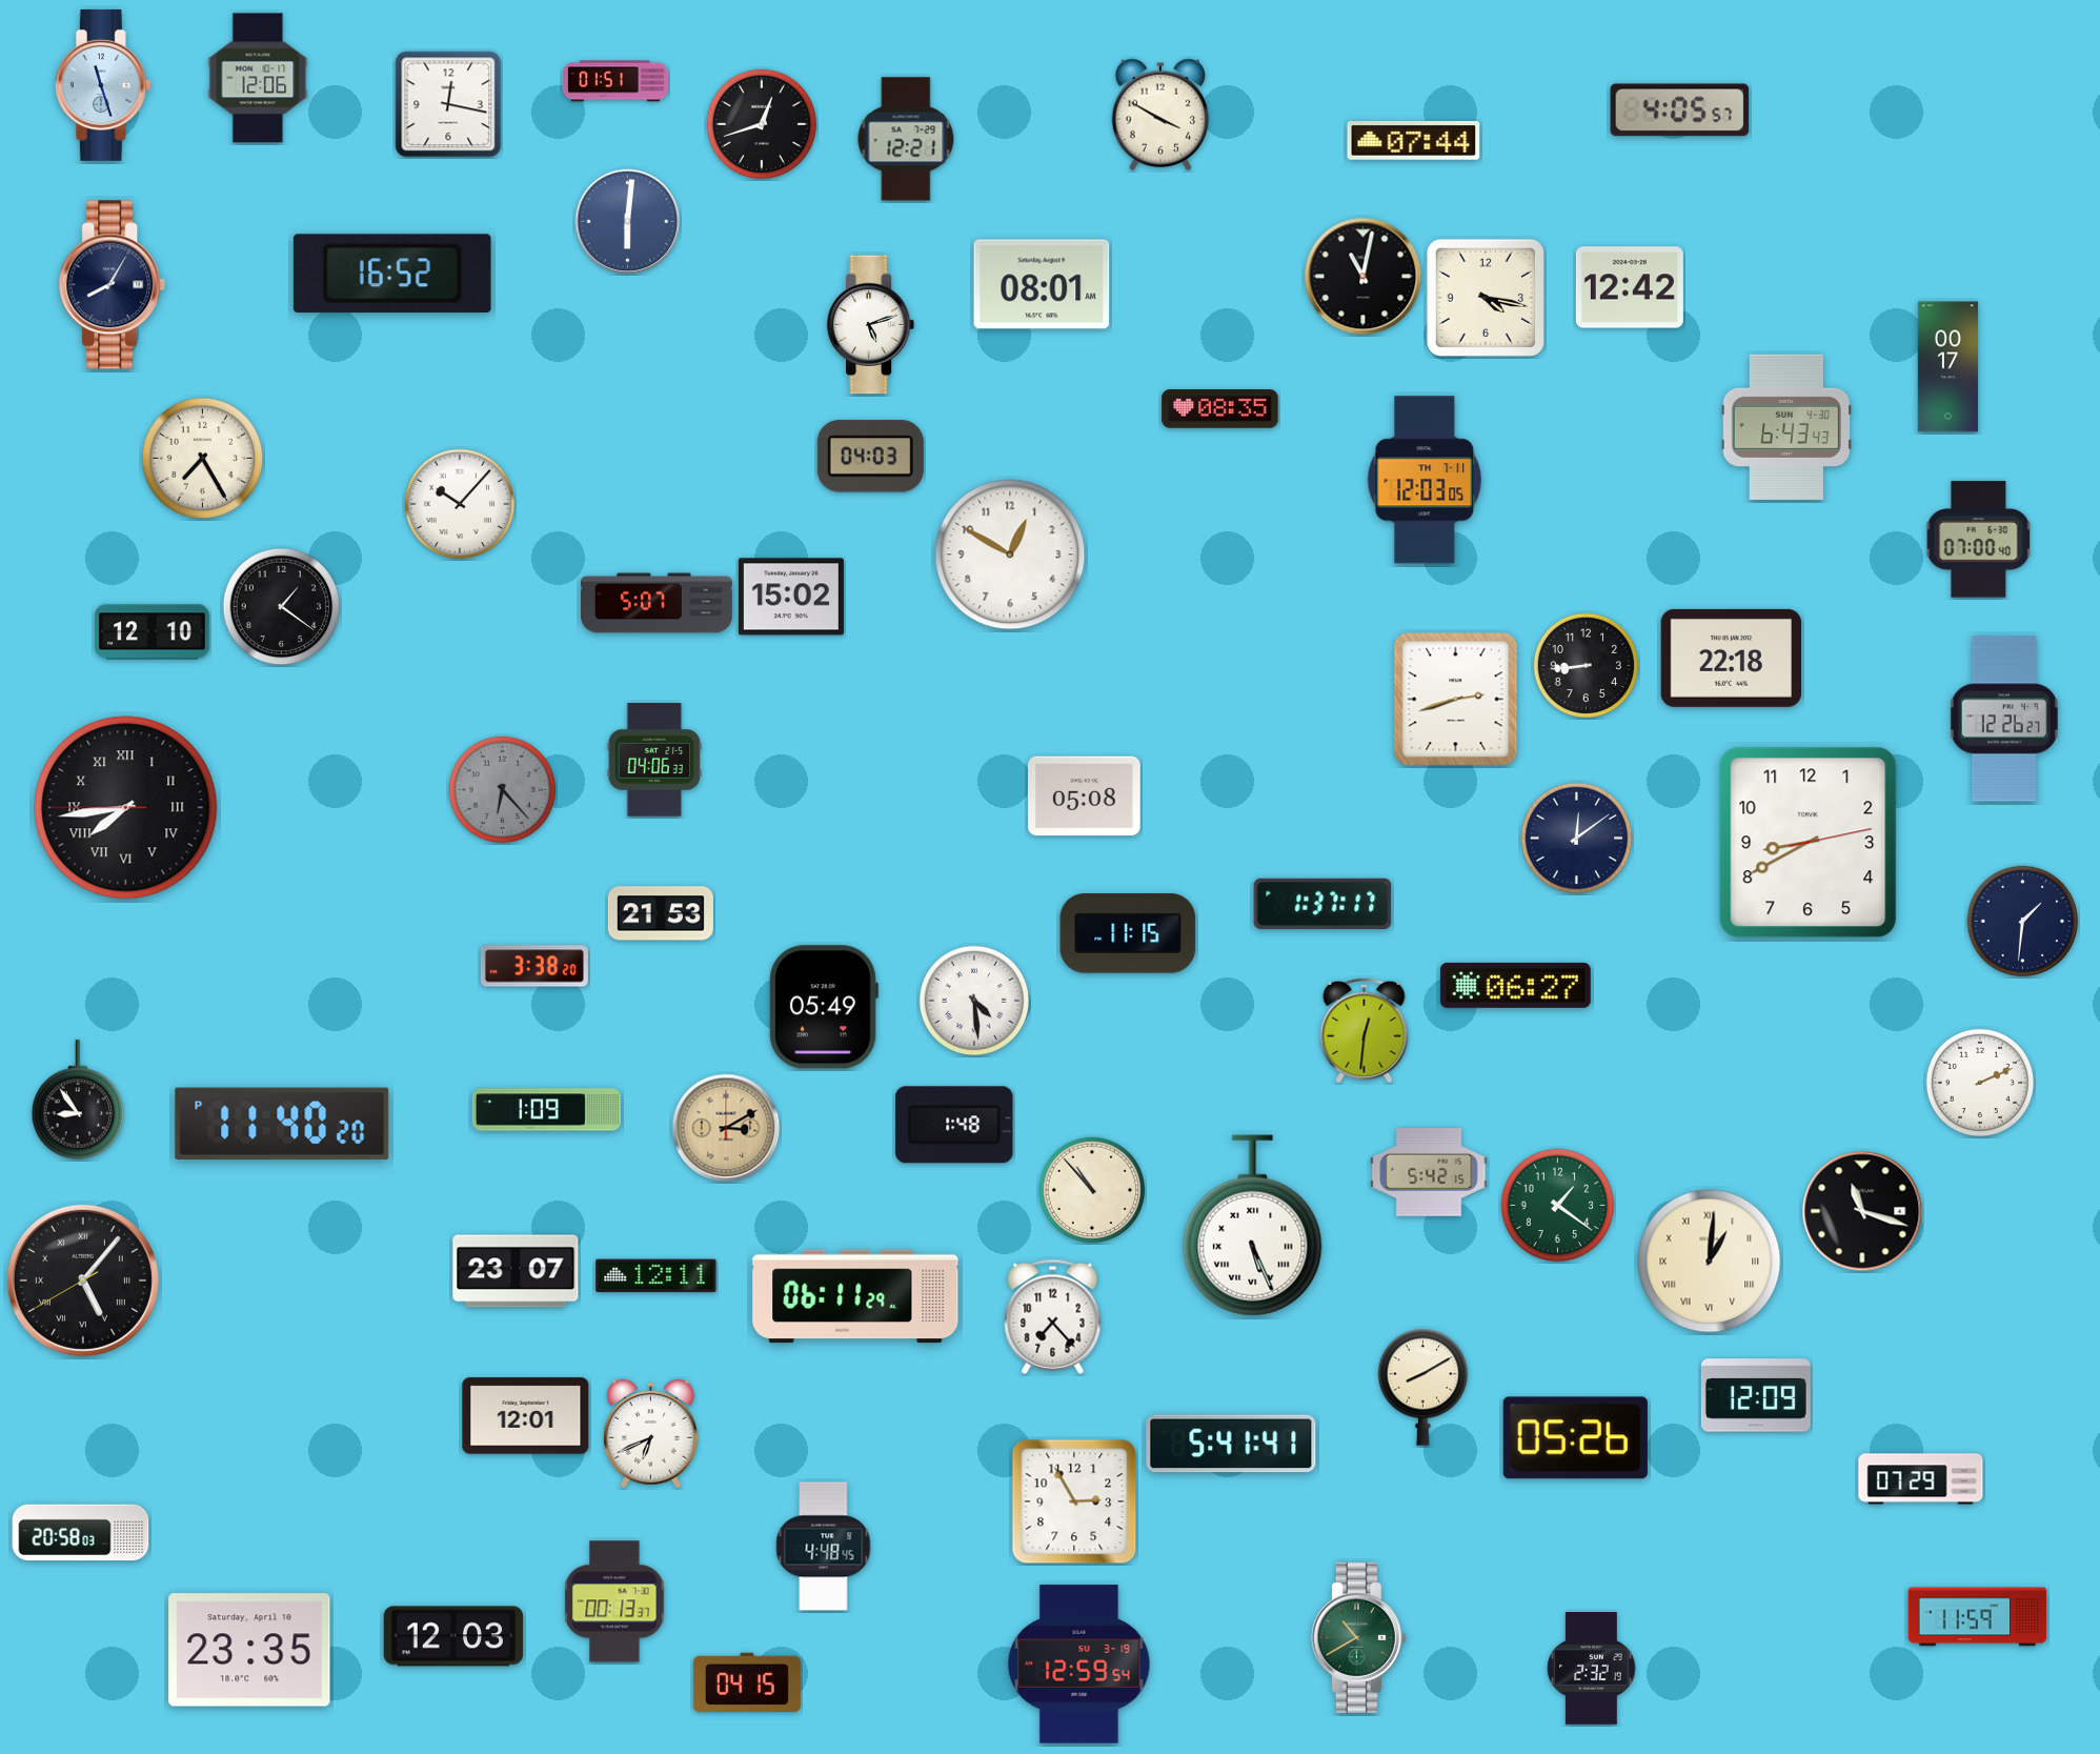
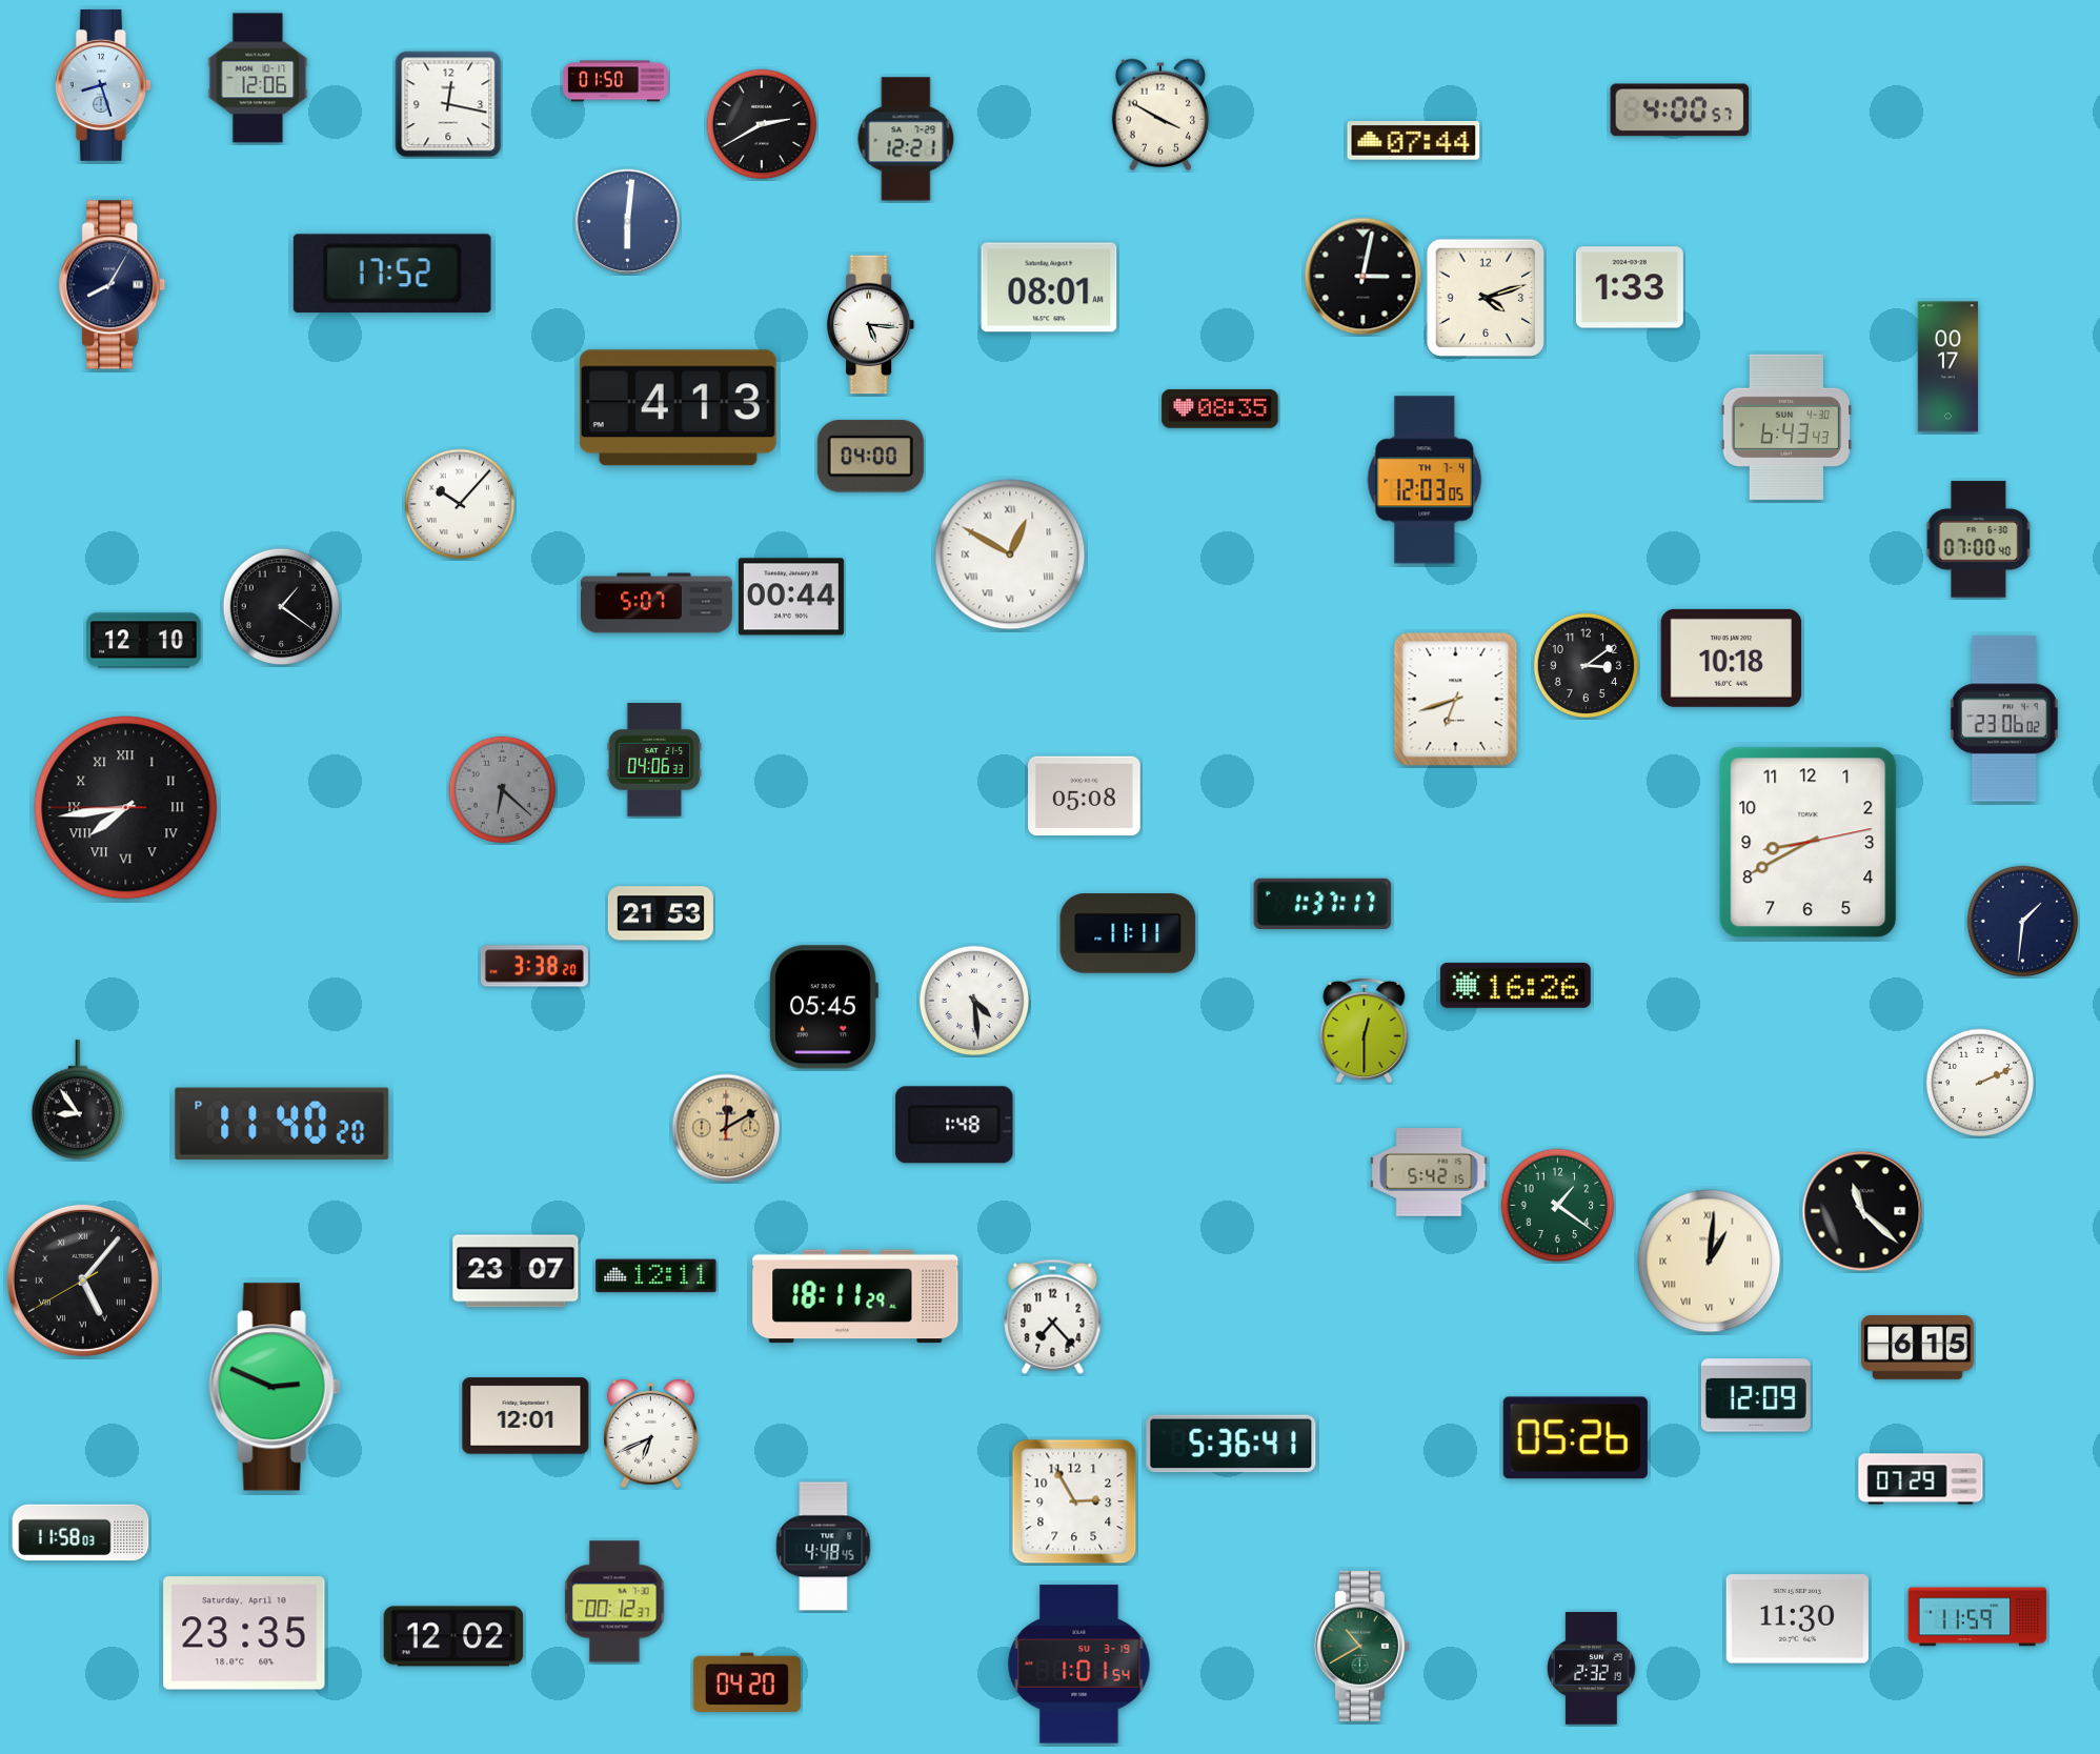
clock at (615, 81): 01:51 -> 01:50
clock at (103, 85): 11:27 -> 8:27
clock at (1680, 110): 4:05 -> 4:00
clock at (762, 124): 12:42 -> 2:40
clock at (392, 274): 16:52 -> 17:52
clock at (1364, 277): 11:02 -> 3:02
clock at (1042, 284) position: (1042, 284) -> (1049, 287)
clock at (1630, 287): 12:42 -> 1:33
clock at (1486, 298): 4:17 -> 4:12
clock at (871, 325): 5:12 -> 5:16
clock at (678, 408): none -> 4:13
clock at (870, 457): 04:03 -> 04:00
clock at (203, 459): 7:25 -> none
clock at (1425, 480) date: TH 7-11 -> TH 7-4
clock at (1010, 555) numerals: Arabic -> Roman
clock at (791, 597): 15:02 -> 00:44
clock at (153, 632) position: (153, 632) -> (144, 641)
clock at (1732, 658): 22:18 -> 10:18
clock at (1586, 665): 8:44 -> 3:09
clock at (1456, 700): 2:42 -> 6:42
clock at (2004, 719): 12:26 -> 23:06
clock at (503, 790): 6:23 -> 6:22
clock at (1577, 839): 12:09 -> none
clock at (1128, 933): 11:15 -> 11:11
clock at (1515, 985): 06:27 -> 16:26
clock at (824, 1007): 05:49 -> 05:45
clock at (1365, 1029): 12:31 -> 12:30
clock at (546, 1110): 1:09 -> none
clock at (726, 1128): 3:10 -> 12:10
clock at (1092, 1190): 10:53 -> none
clock at (1862, 1211): 11:18 -> 11:22
clock at (1253, 1226): 5:26 -> none
clock at (855, 1296): 06:11 -> 18:11
clock at (1918, 1348): none -> 6:15
clock at (275, 1387): none -> 2:49
clock at (1423, 1387): 8:10 -> none
clock at (1231, 1444): 5:41 -> 5:36
clock at (81, 1533): 20:58 -> 11:58
clock at (614, 1601): 00:13 -> 00:12
clock at (1797, 1619): none -> 11:30
clock at (453, 1636): 12:03 -> 12:02
clock at (1358, 1637) position: (1358, 1637) -> (1361, 1646)
clock at (249, 1650) position: (249, 1650) -> (244, 1633)
clock at (1079, 1665): 12:59 -> 1:01
clock at (747, 1681): 04:15 -> 04:20
